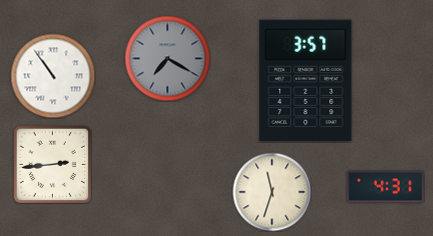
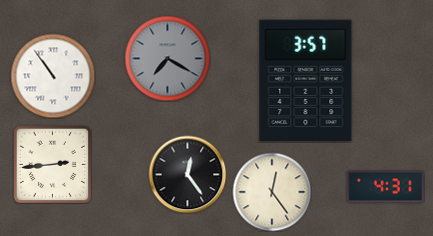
clock at (187, 174): none -> 12:24
clock at (272, 192): 11:33 -> 12:24
